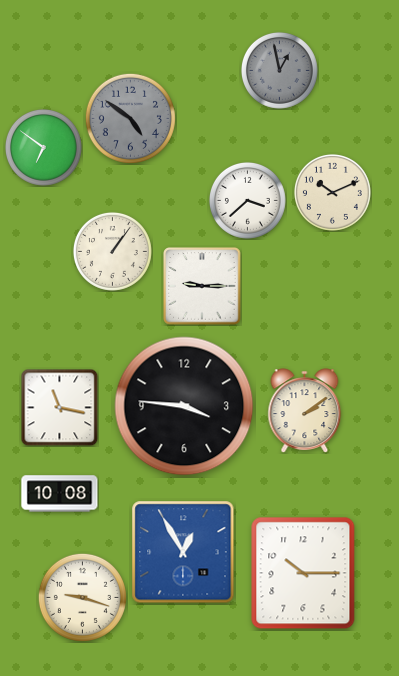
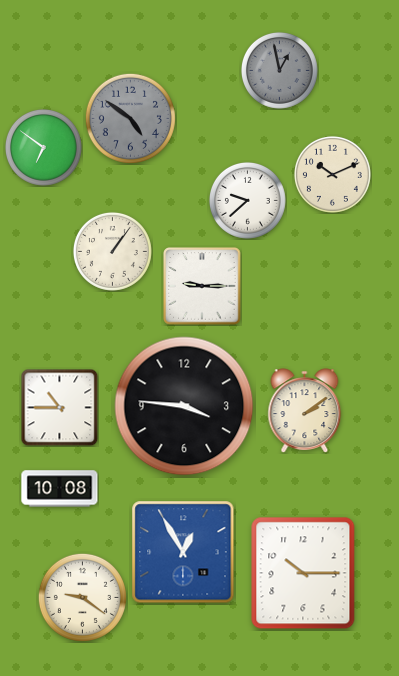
clock at (332, 192) position: (332, 192) -> (332, 174)
clock at (247, 200): 3:38 -> 9:38
clock at (59, 407): 11:17 -> 10:45
clock at (60, 494) position: (60, 494) -> (60, 489)
clock at (82, 597): 9:18 -> 9:21
